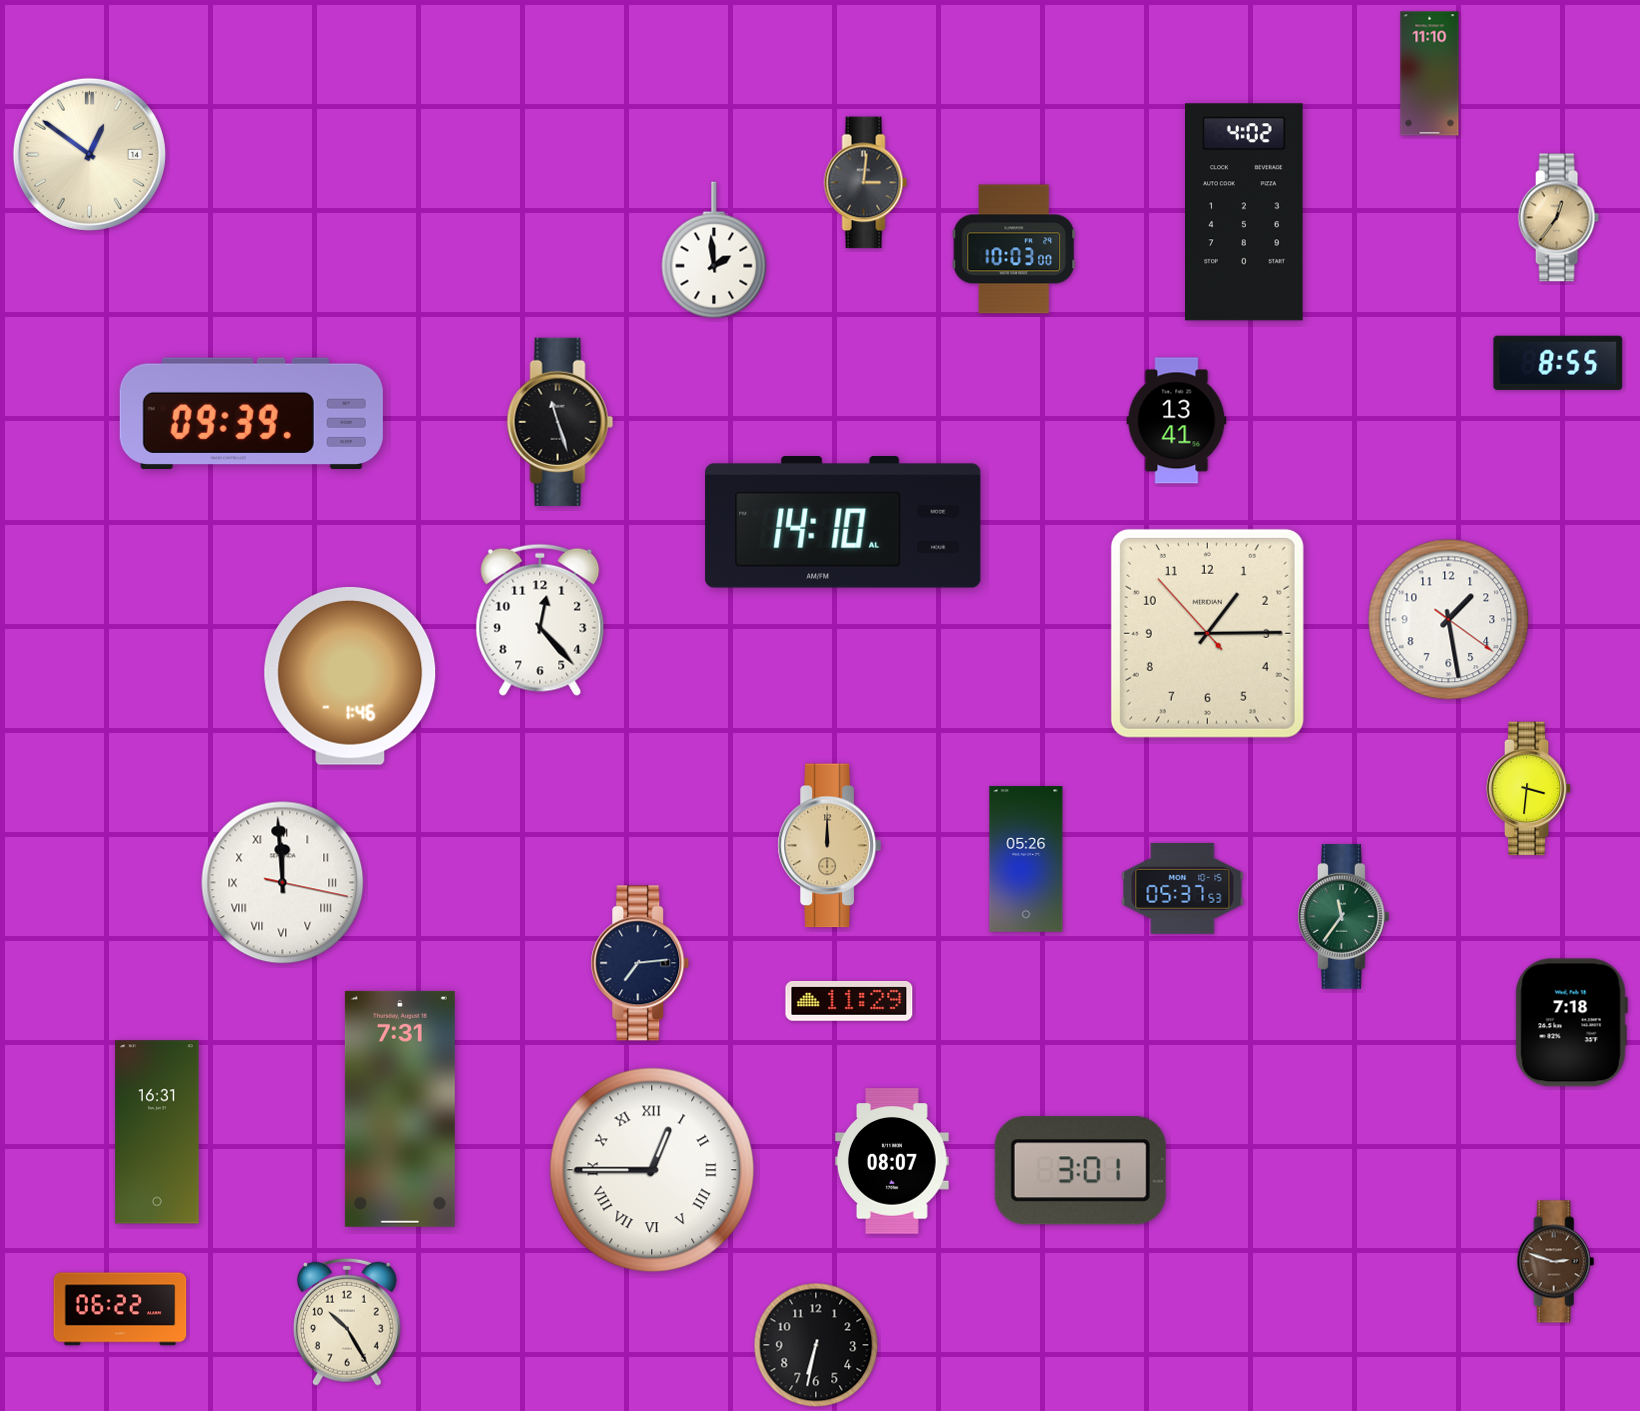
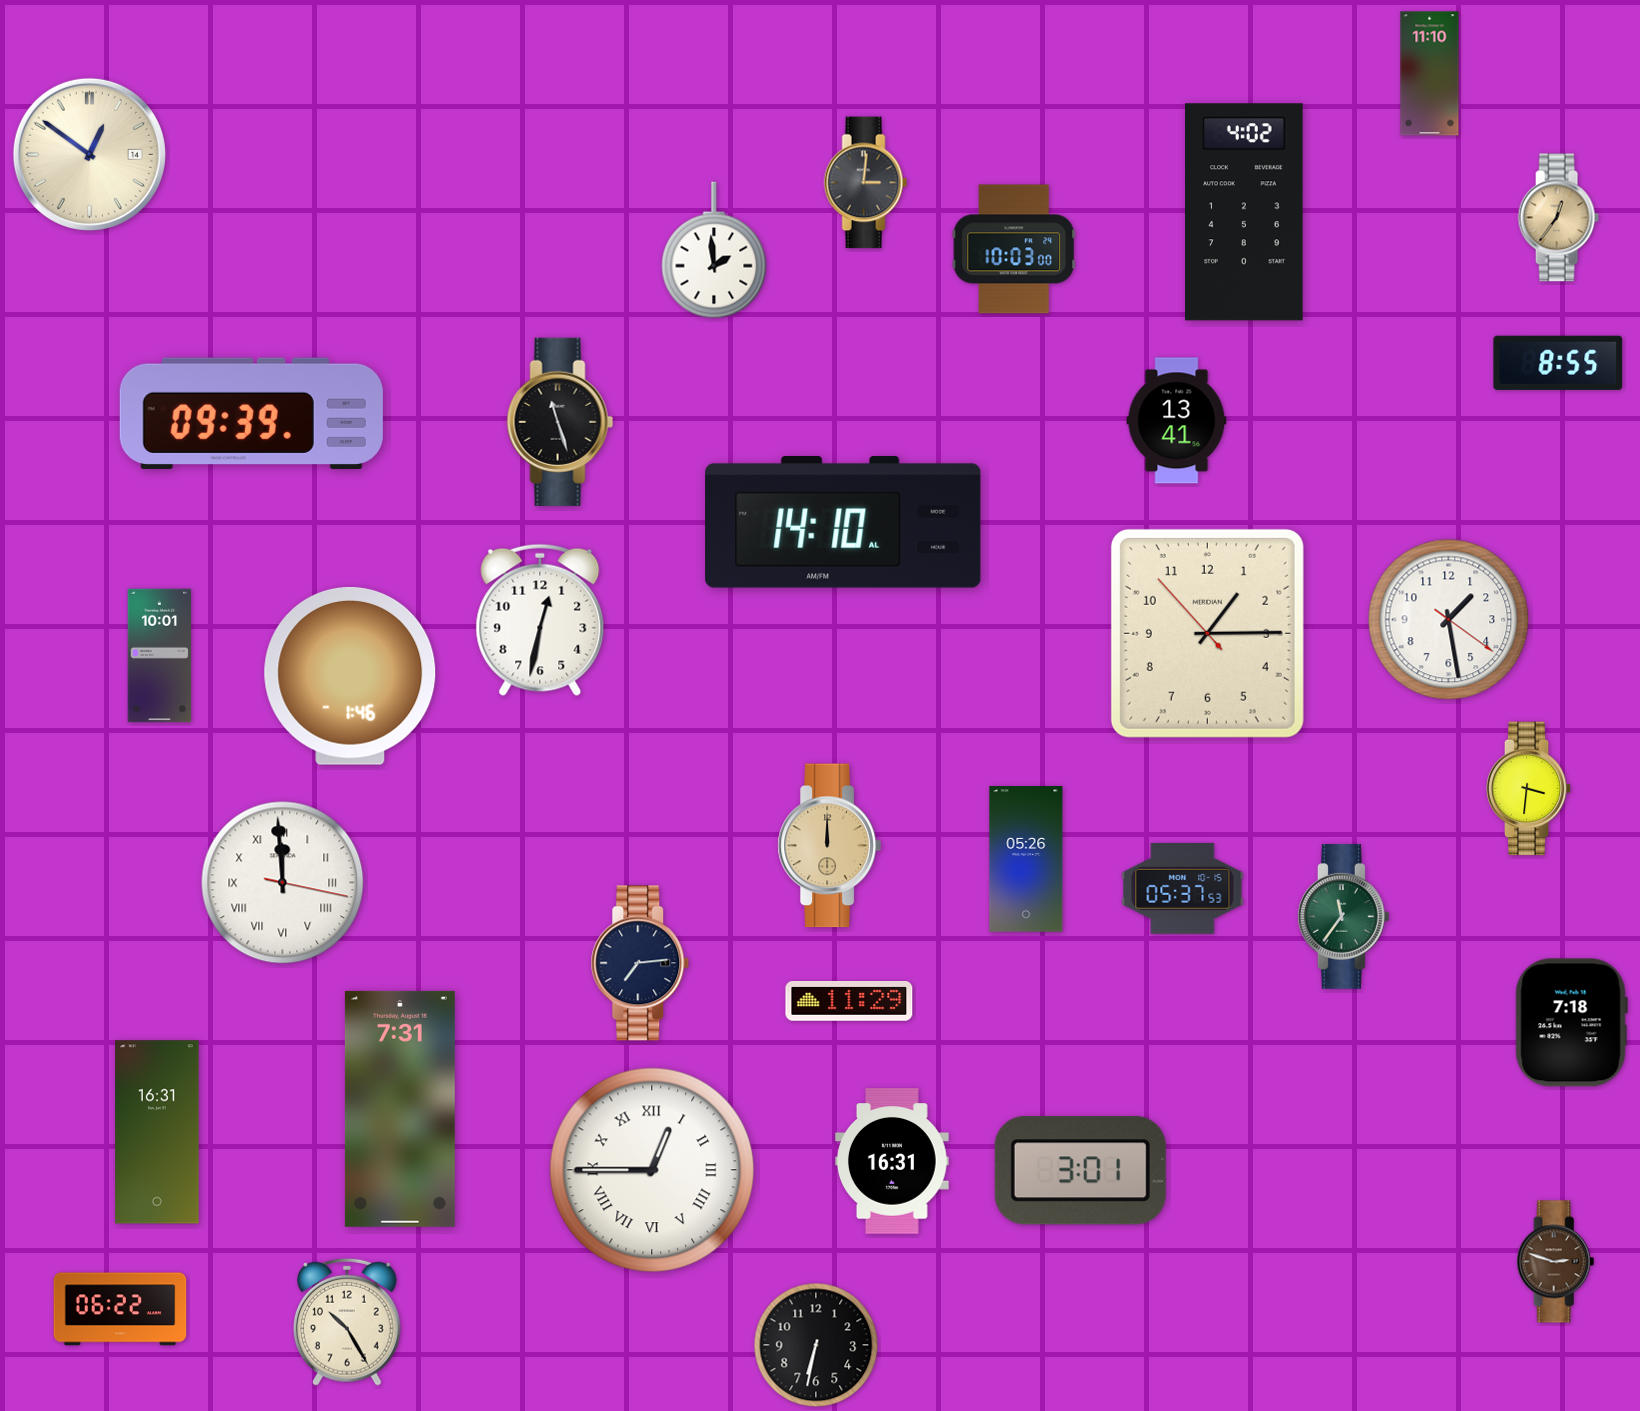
clock at (540, 620): 12:23 -> 12:32
clock at (160, 656): none -> 10:01
clock at (893, 1161): 08:07 -> 16:31
